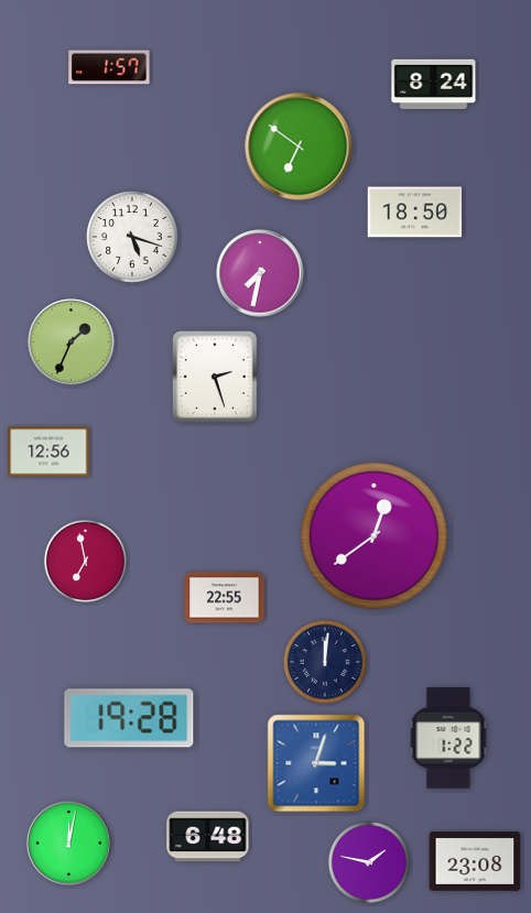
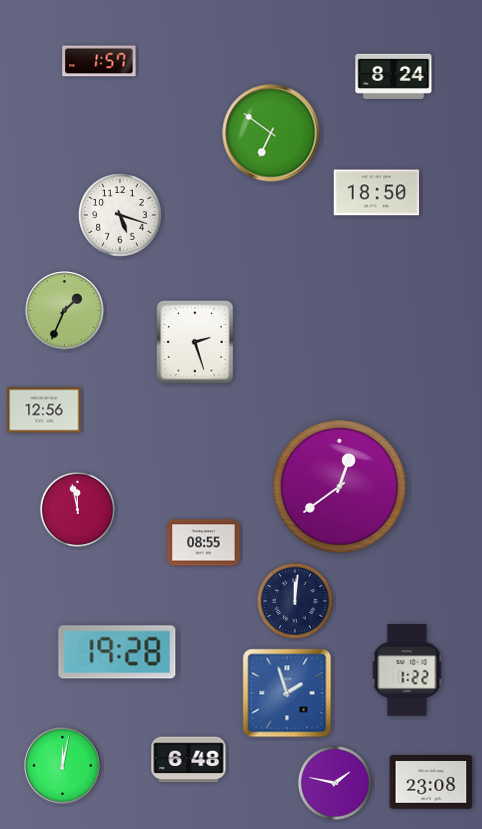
clock at (260, 273): 7:32 -> none
clock at (85, 561): 6:58 -> 11:58
clock at (225, 598): 22:55 -> 08:55
clock at (316, 763): 3:03 -> 1:57
